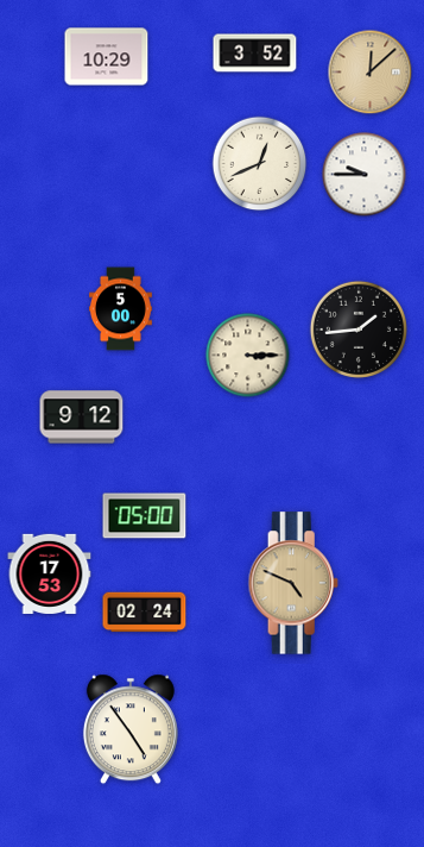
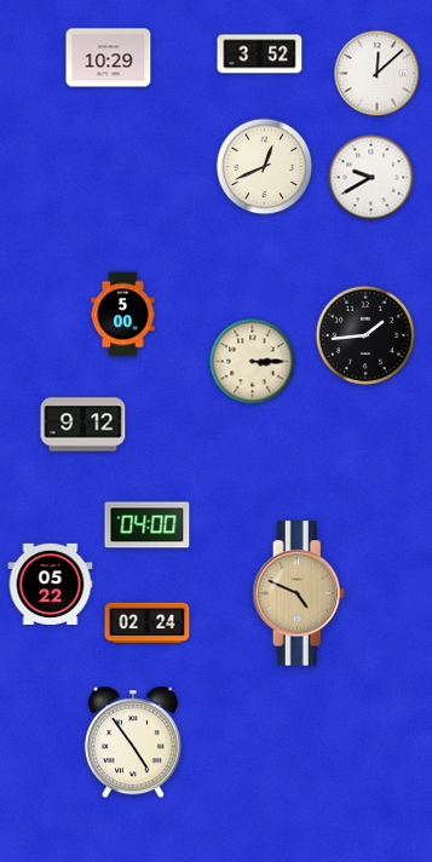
clock at (371, 73) dial: champagne -> white
clock at (365, 175): 9:45 -> 9:40
clock at (145, 516): 05:00 -> 04:00
clock at (50, 573): 17:53 -> 05:22
